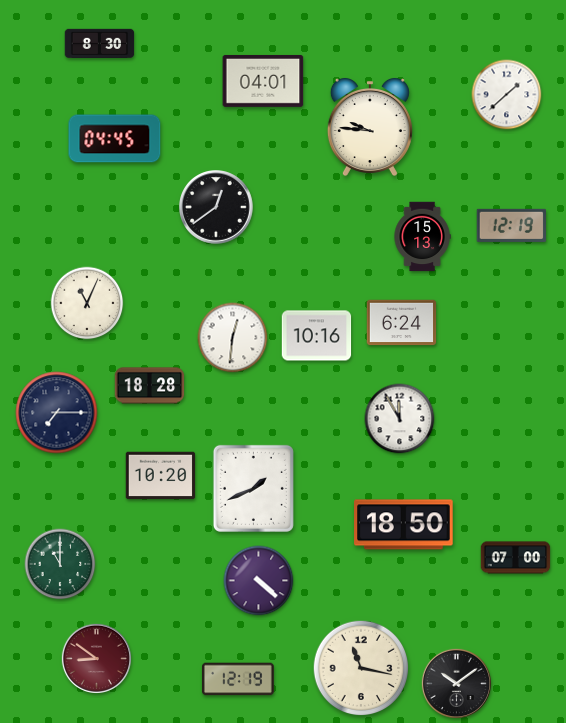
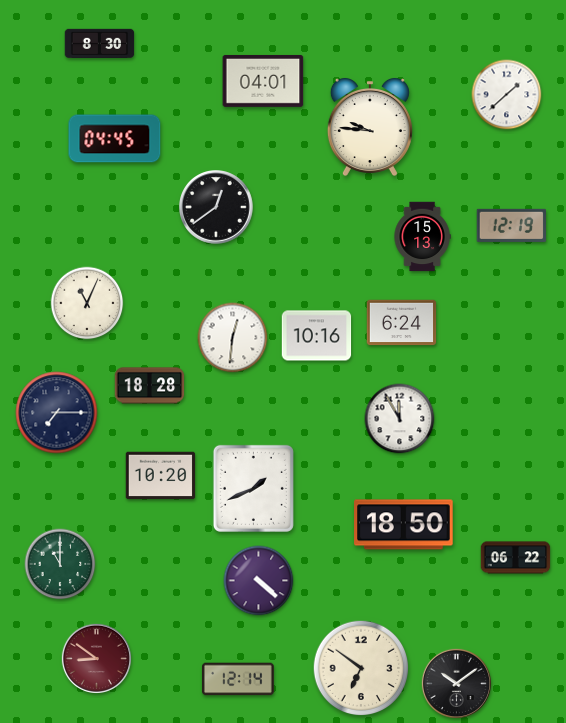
clock at (516, 558): 07:00 -> 06:22
clock at (361, 668): 11:17 -> 6:51
clock at (238, 679): 12:19 -> 12:14
